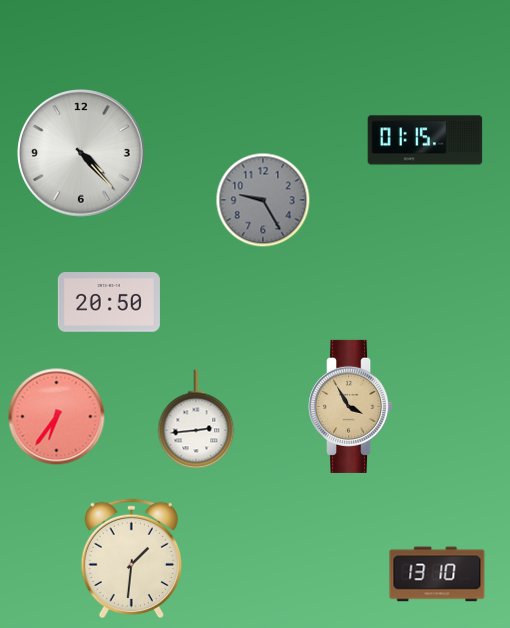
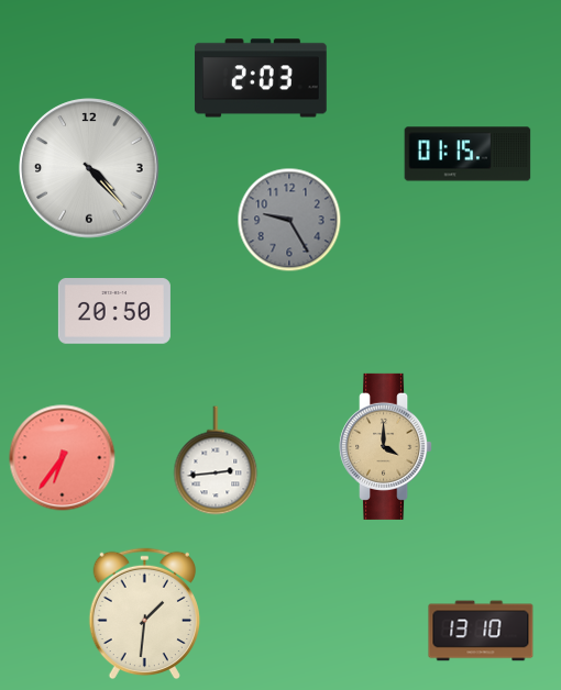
clock at (261, 78): none -> 2:03
clock at (109, 302) position: (109, 302) -> (114, 311)
clock at (351, 406): 3:55 -> 4:00
